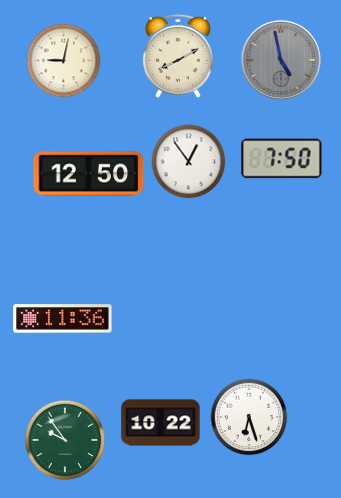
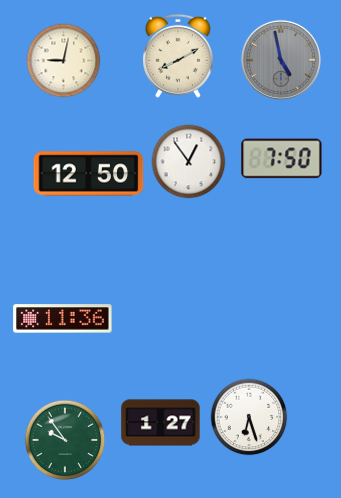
clock at (161, 423): 10:22 -> 1:27
